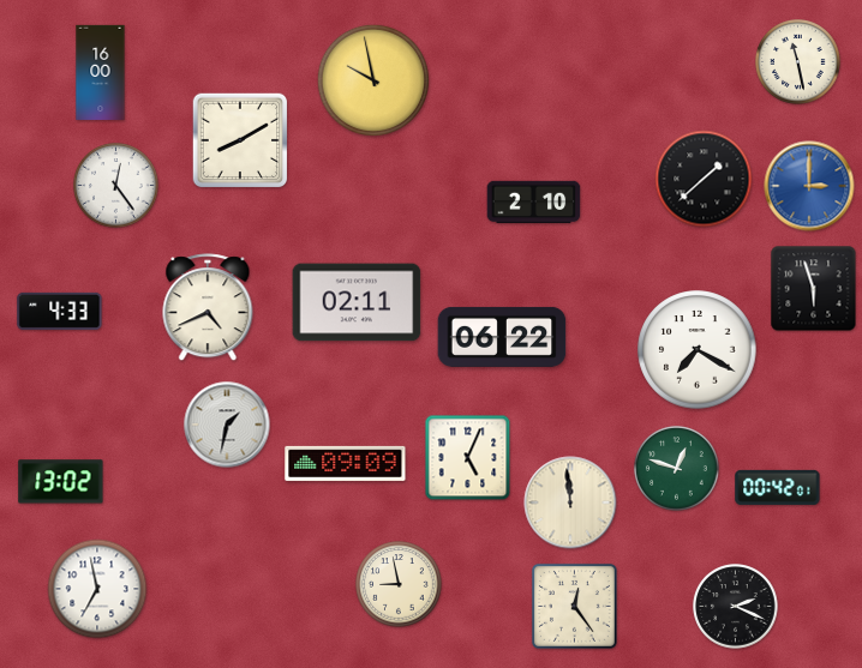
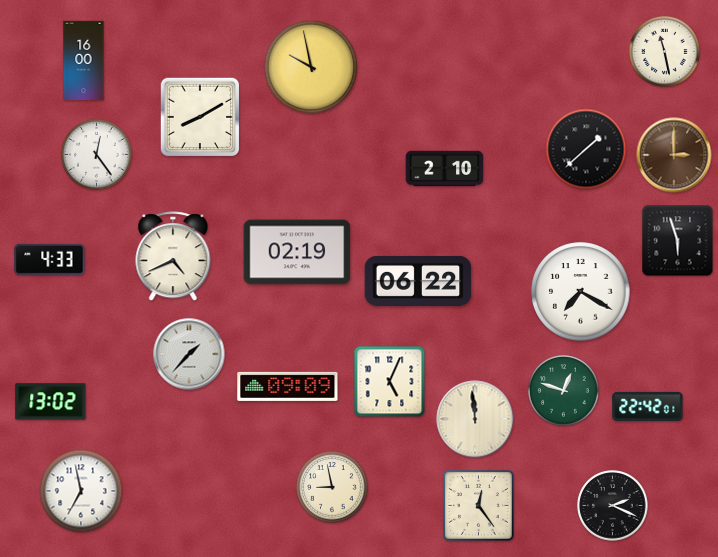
clock at (809, 186) dial: blue -> brown
clock at (357, 302): 02:11 -> 02:19
clock at (227, 425): 1:32 -> 1:37
clock at (778, 487): 00:42 -> 22:42
